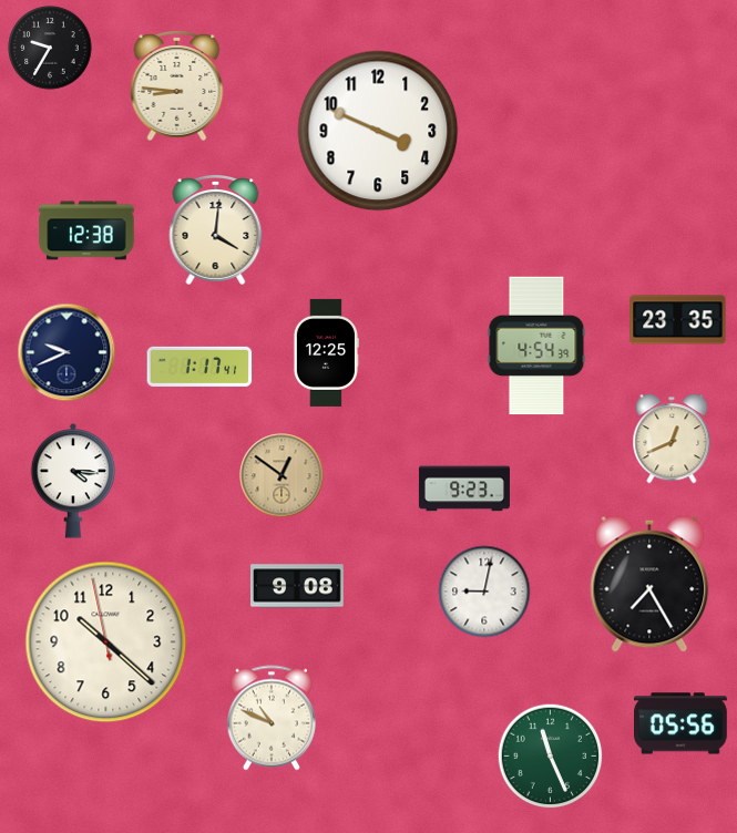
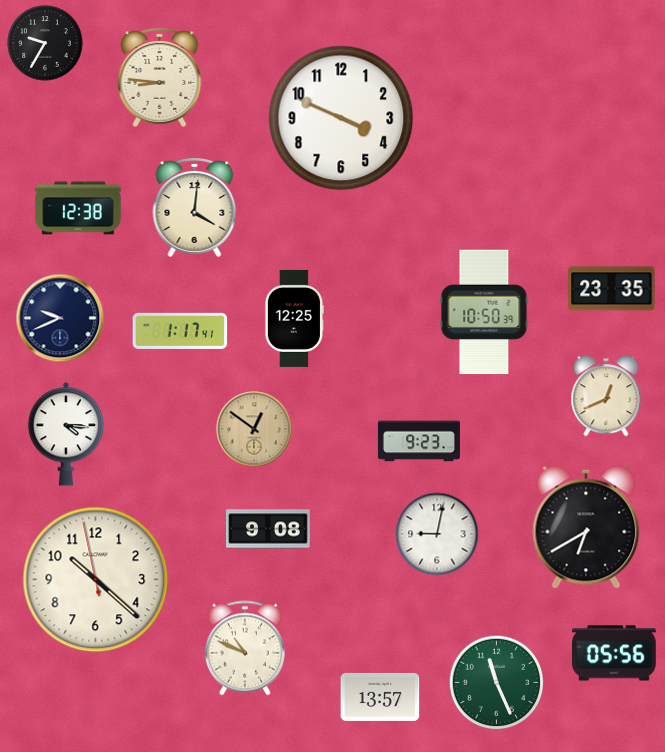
clock at (536, 346): 4:54 -> 10:50
clock at (649, 584): 7:25 -> 6:40
clock at (380, 697): none -> 13:57
